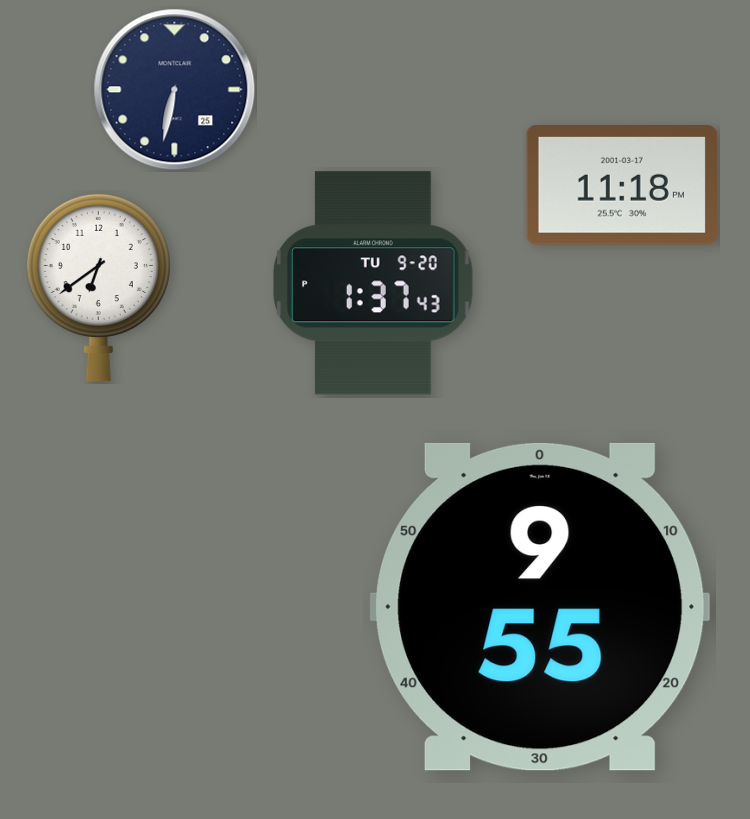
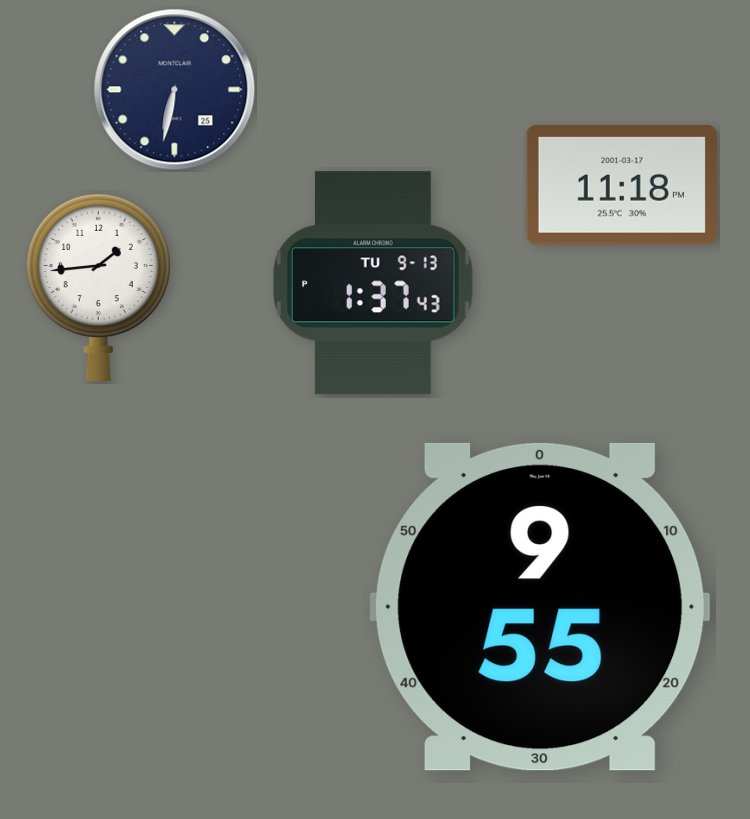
clock at (373, 283) date: TU 9-20 -> TU 9-13
clock at (98, 287): 6:39 -> 1:44
